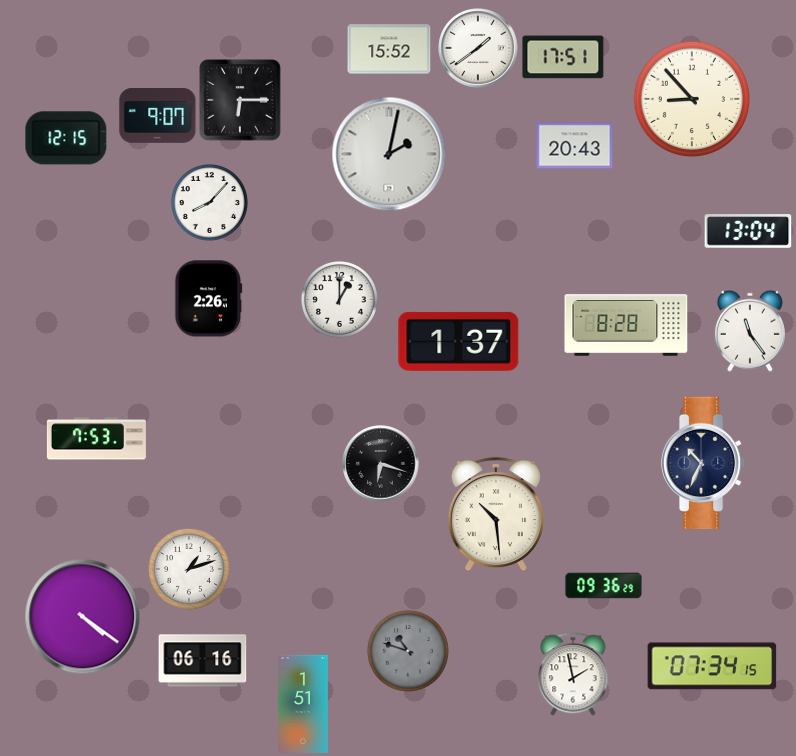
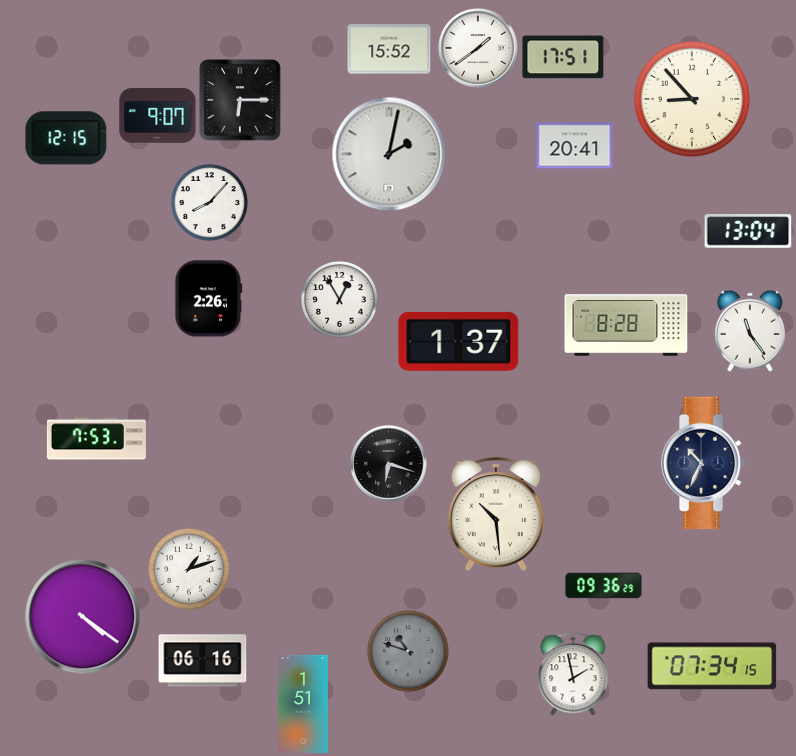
clock at (575, 146): 20:43 -> 20:41
clock at (339, 299): 1:00 -> 12:55
clock at (381, 464) position: (381, 464) -> (389, 464)
